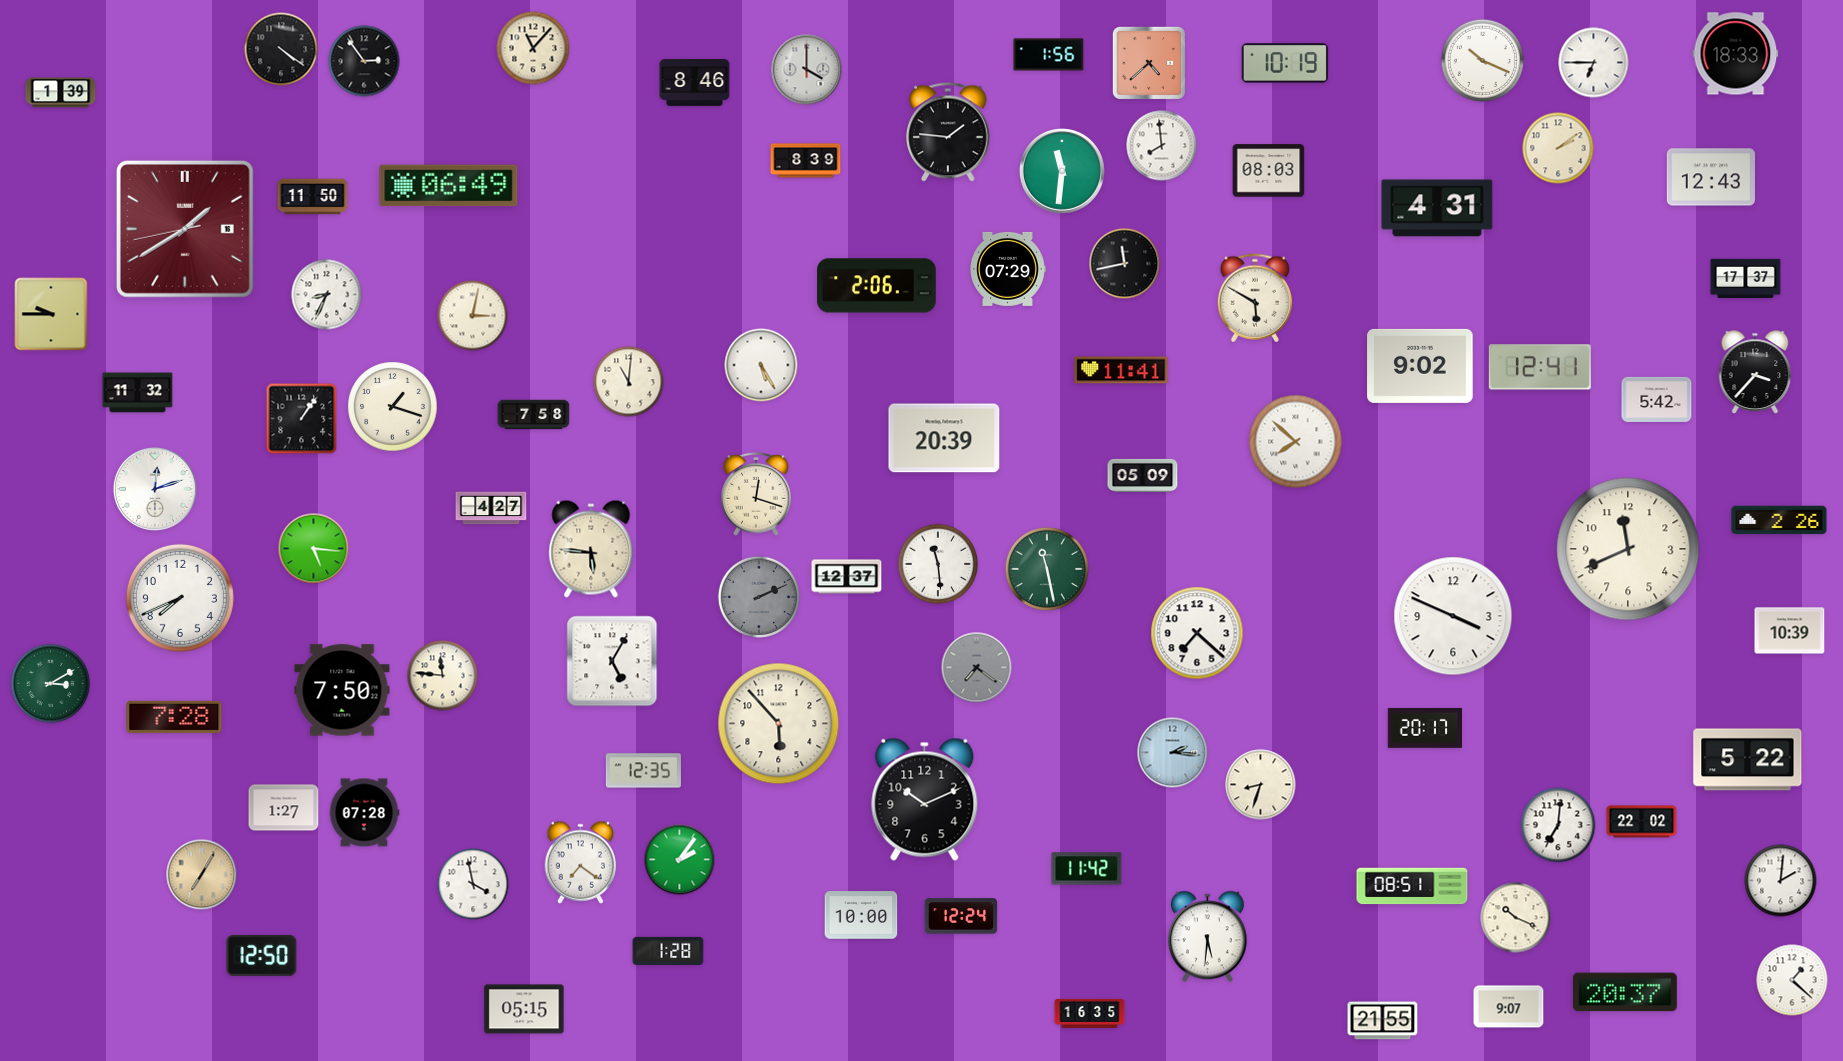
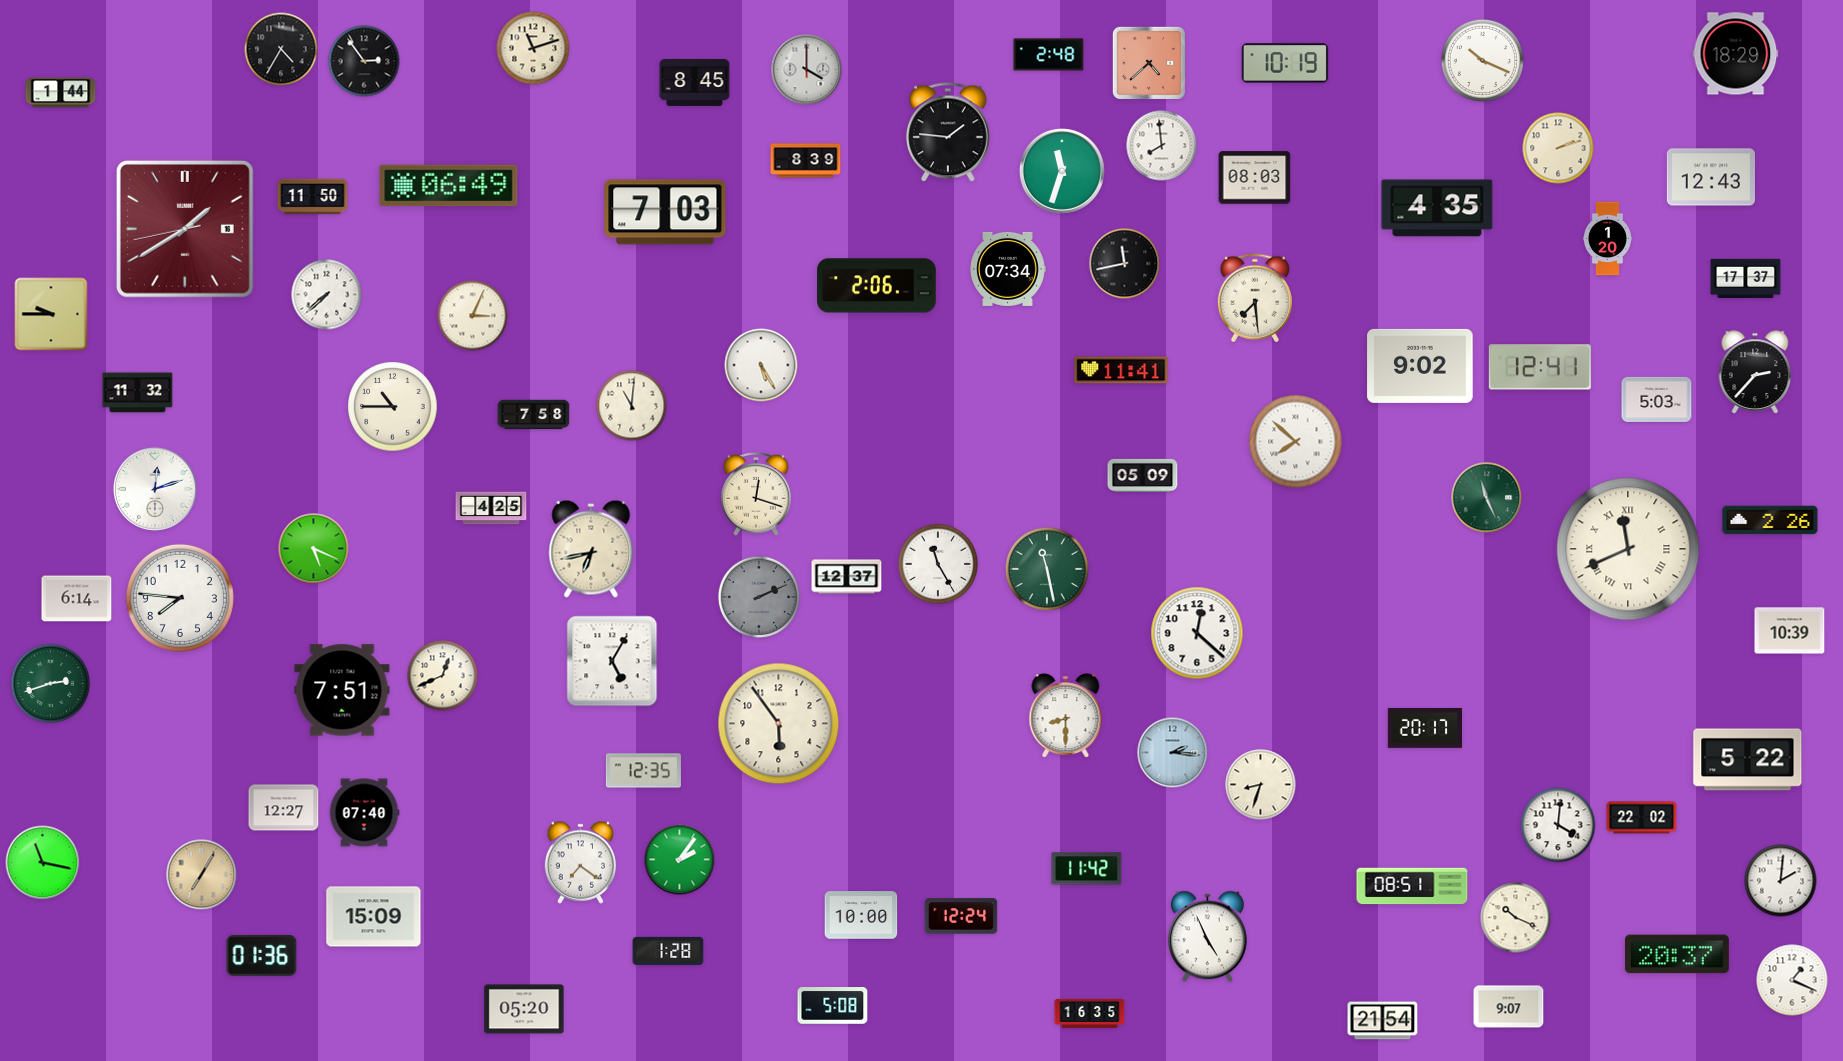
clock at (533, 48): 11:07 -> 11:12
clock at (281, 49): 4:21 -> 4:35
clock at (1736, 54): 18:33 -> 18:29
clock at (1049, 55): 1:56 -> 2:48
clock at (1594, 63): 6:45 -> none
clock at (695, 82): 8:46 -> 8:45
clock at (61, 93): 1:39 -> 1:44
clock at (1558, 148): 2:09 -> 2:12
clock at (1269, 171) position: (1269, 171) -> (1255, 178)
clock at (1063, 172): 11:31 -> 11:33
clock at (1437, 208): 4:31 -> 4:35
clock at (665, 212): none -> 7:03
clock at (1607, 239): none -> 1:20
clock at (1008, 269): 07:29 -> 07:34
clock at (327, 295): 8:34 -> 7:38
clock at (1255, 298): 5:50 -> 7:29
clock at (473, 316): 3:02 -> 3:04
clock at (1755, 372): 3:37 -> 2:37
clock at (629, 382) position: (629, 382) -> (632, 406)
clock at (1657, 399): 5:42 -> 5:03
clock at (393, 407): 1:18 -> 10:45
clock at (302, 419): 1:06 -> none
clock at (944, 438): 20:39 -> none
clock at (1487, 498): none -> 11:26
clock at (491, 508): 4:27 -> 4:25
clock at (1779, 520) position: (1779, 520) -> (1770, 520)
clock at (314, 549): 5:16 -> 5:19
clock at (591, 549): 5:46 -> 6:43
clock at (1628, 549) numerals: Arabic -> Roman
clock at (938, 564): 11:29 -> 11:25
clock at (180, 598): 7:41 -> 7:46
clock at (77, 599): none -> 6:14
clock at (1453, 616): 3:49 -> none
clock at (1197, 633): 7:22 -> 12:22
clock at (977, 668): 7:21 -> none
clock at (443, 676): 11:46 -> 12:41
clock at (51, 684): 3:10 -> 2:42
clock at (342, 690): 7:50 -> 7:51
clock at (1066, 716): none -> 8:30
clock at (174, 717): 7:28 -> none
clock at (779, 724): 5:53 -> 5:54
clock at (925, 799): 10:11 -> none
clock at (284, 808): 1:27 -> 12:27
clock at (364, 813): 07:28 -> 07:40
clock at (1642, 822) position: (1642, 822) -> (1642, 818)
clock at (1558, 825): 7:01 -> 4:01
clock at (43, 863): none -> 11:17
clock at (473, 884): 3:58 -> none
clock at (374, 917): none -> 15:09
clock at (1207, 937): 5:31 -> 4:56
clock at (262, 955): 12:50 -> 01:36
clock at (1792, 980): 1:22 -> 1:19
clock at (1625, 992) position: (1625, 992) -> (1677, 954)
clock at (833, 1006): none -> 5:08
clock at (524, 1009): 05:15 -> 05:20
clock at (1383, 1021): 21:55 -> 21:54
